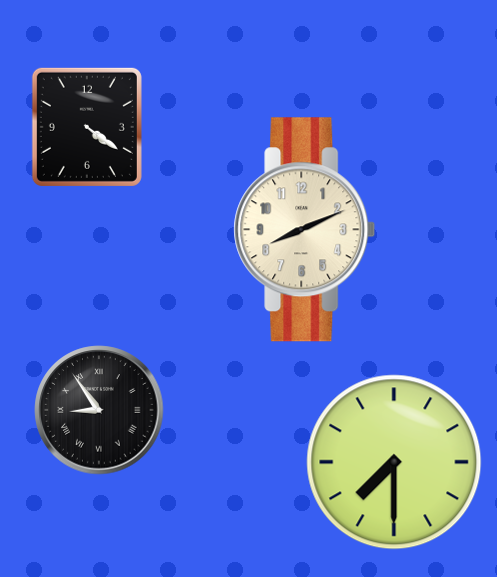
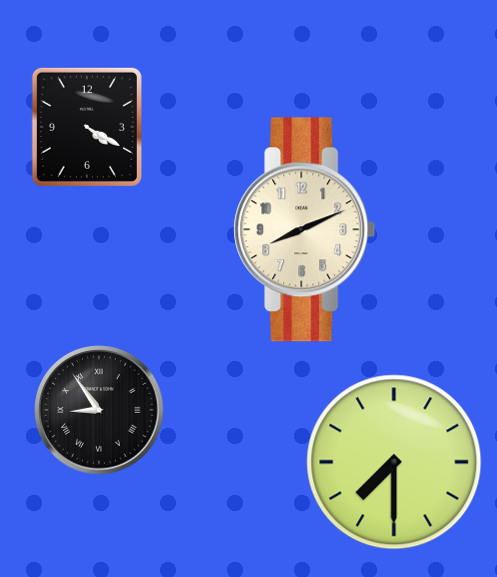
clock at (87, 127): 4:21 -> 4:20
